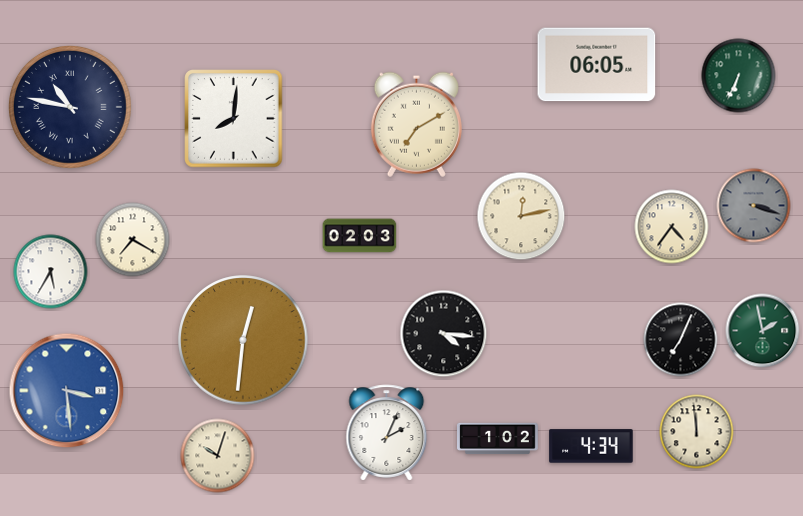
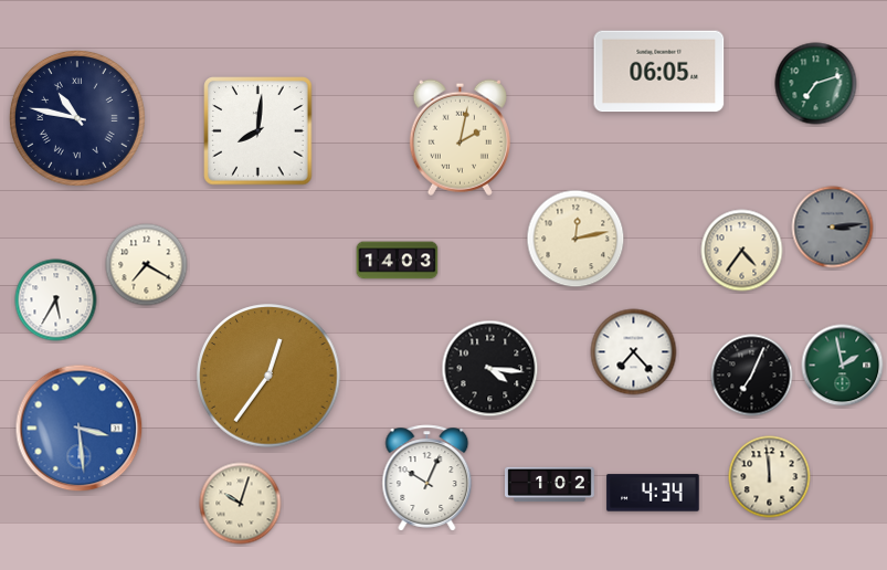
clock at (739, 76): 6:34 -> 7:12
clock at (416, 124): 7:10 -> 2:02
clock at (754, 206): 3:18 -> 3:14
clock at (360, 236): 02:03 -> 14:03
clock at (634, 352): none -> 7:23
clock at (243, 340): 12:31 -> 12:36
clock at (67, 391) position: (67, 391) -> (80, 429)
clock at (387, 433): 2:04 -> 10:04
